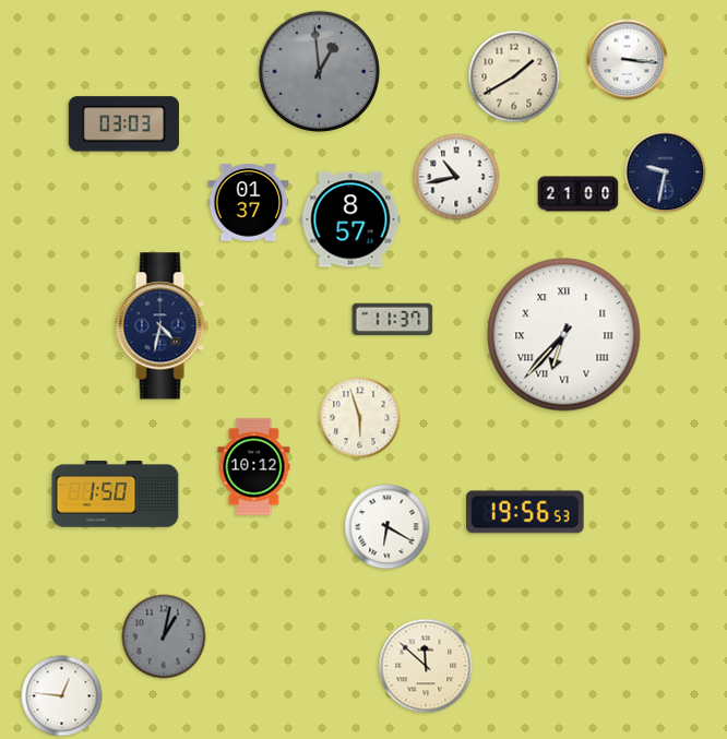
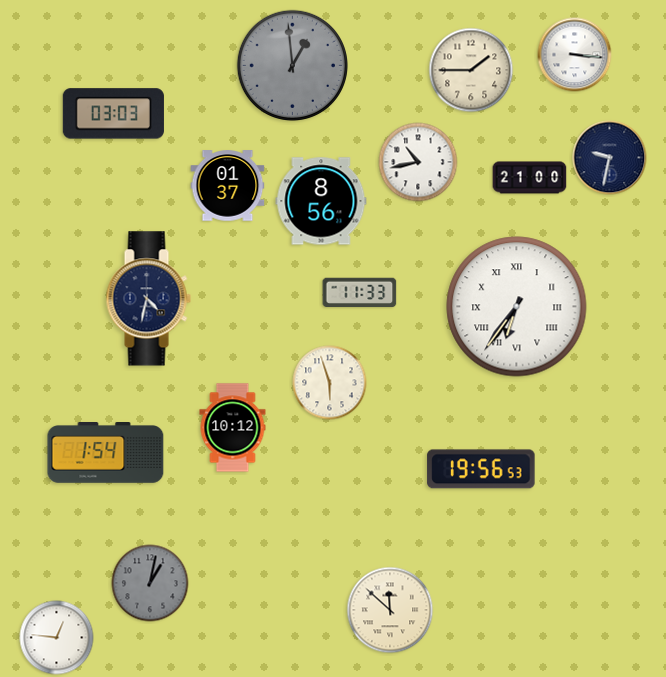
clock at (514, 76): 1:40 -> 1:45
clock at (350, 219): 8:57 -> 8:56
clock at (393, 319): 11:37 -> 11:33
clock at (564, 335): 6:37 -> 6:36
clock at (116, 494): 1:50 -> 1:54
clock at (388, 527): 6:20 -> none
